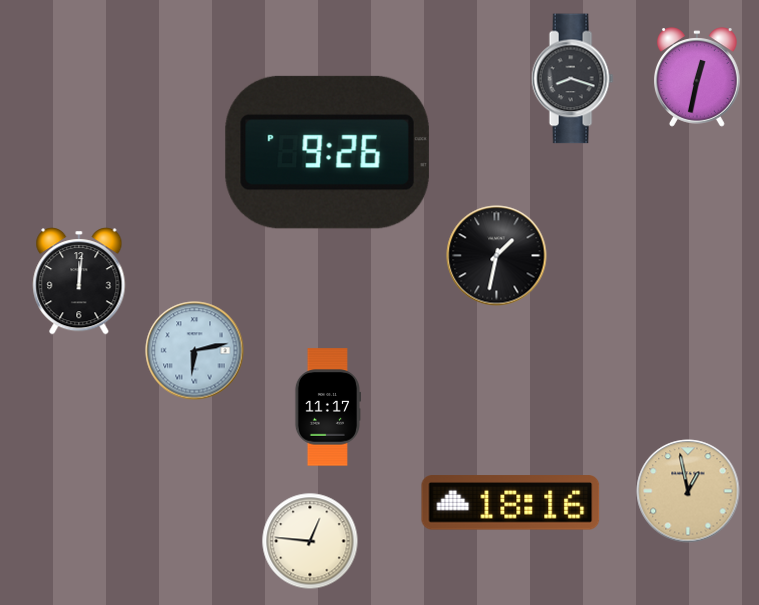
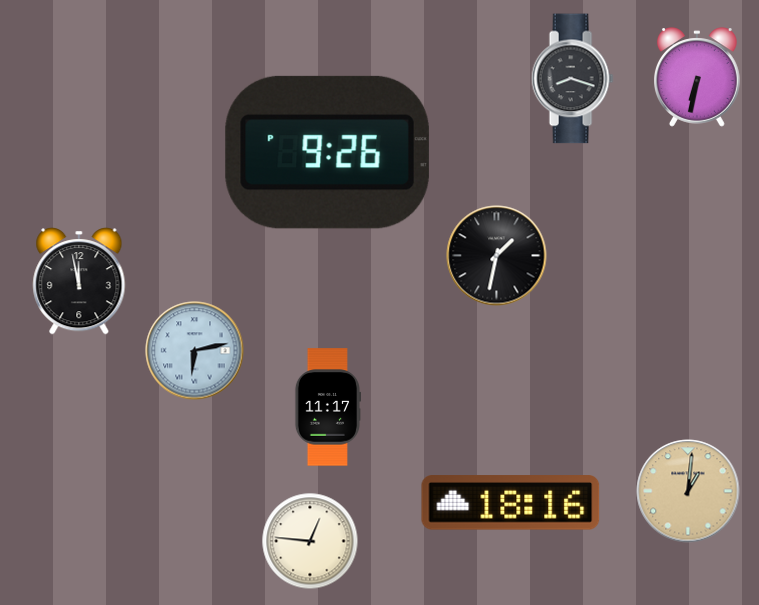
clock at (698, 77): 12:32 -> 6:32
clock at (79, 281): 12:01 -> 11:58
clock at (688, 491): 12:58 -> 1:01
